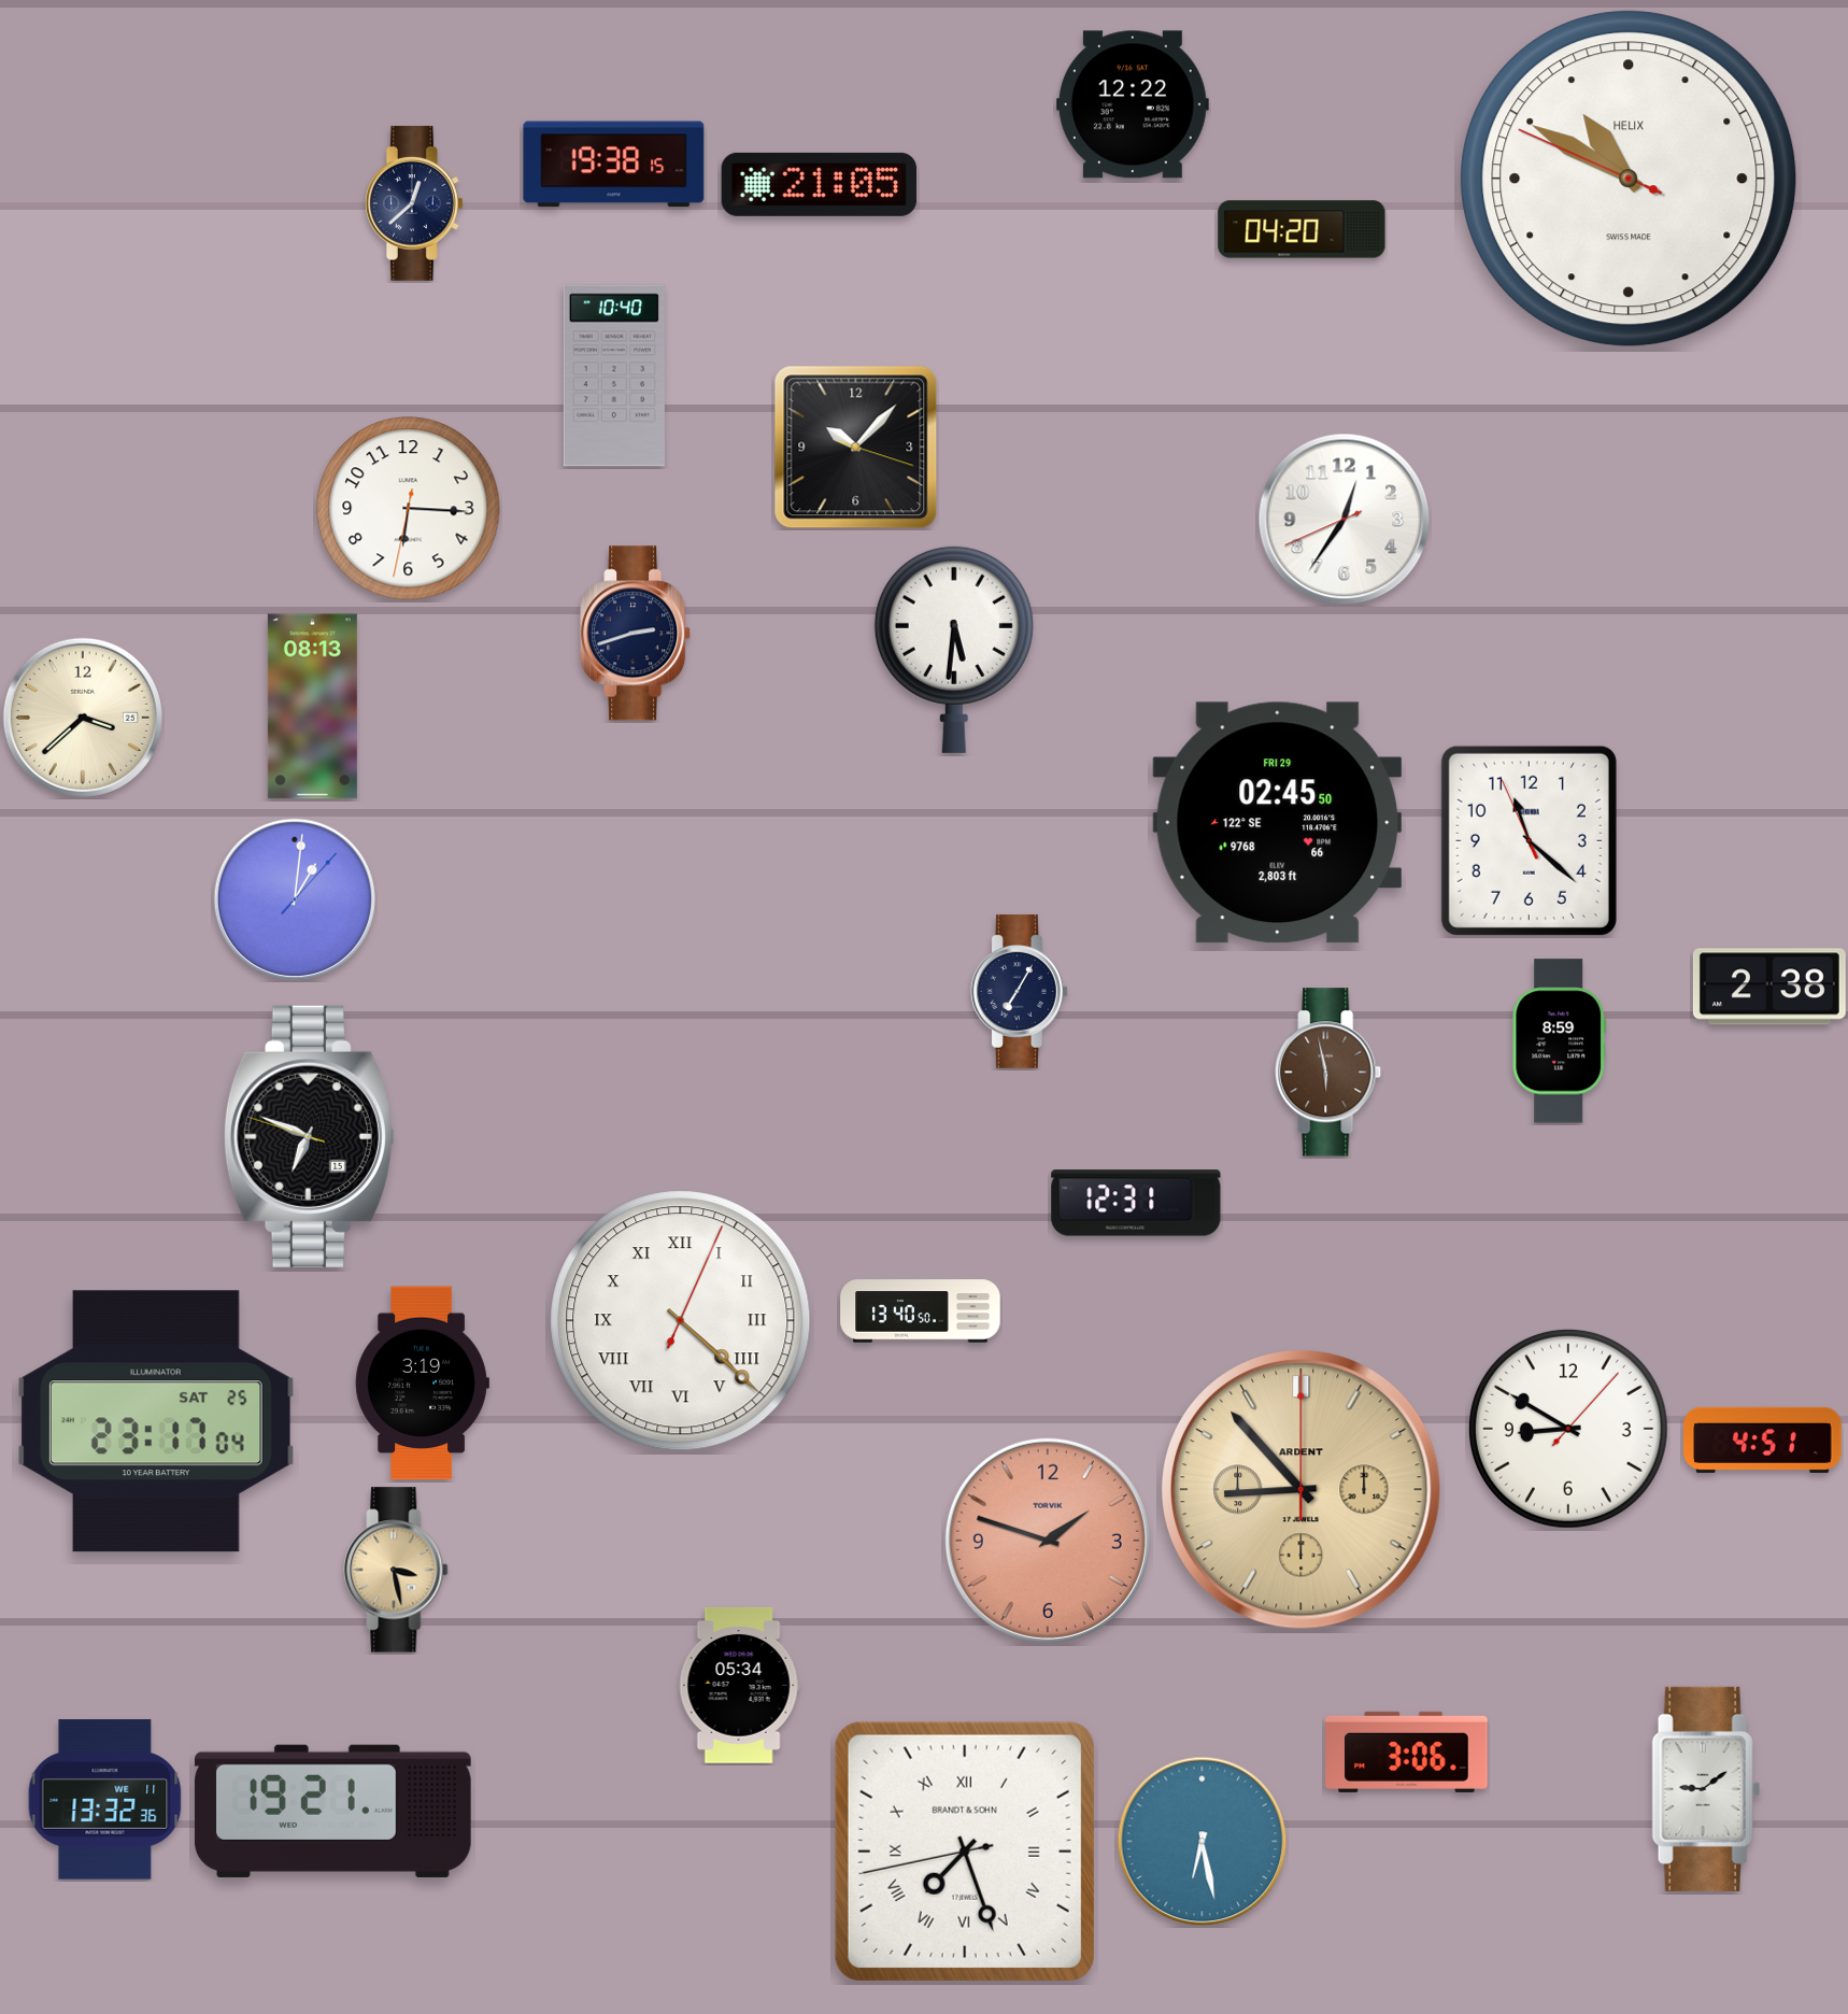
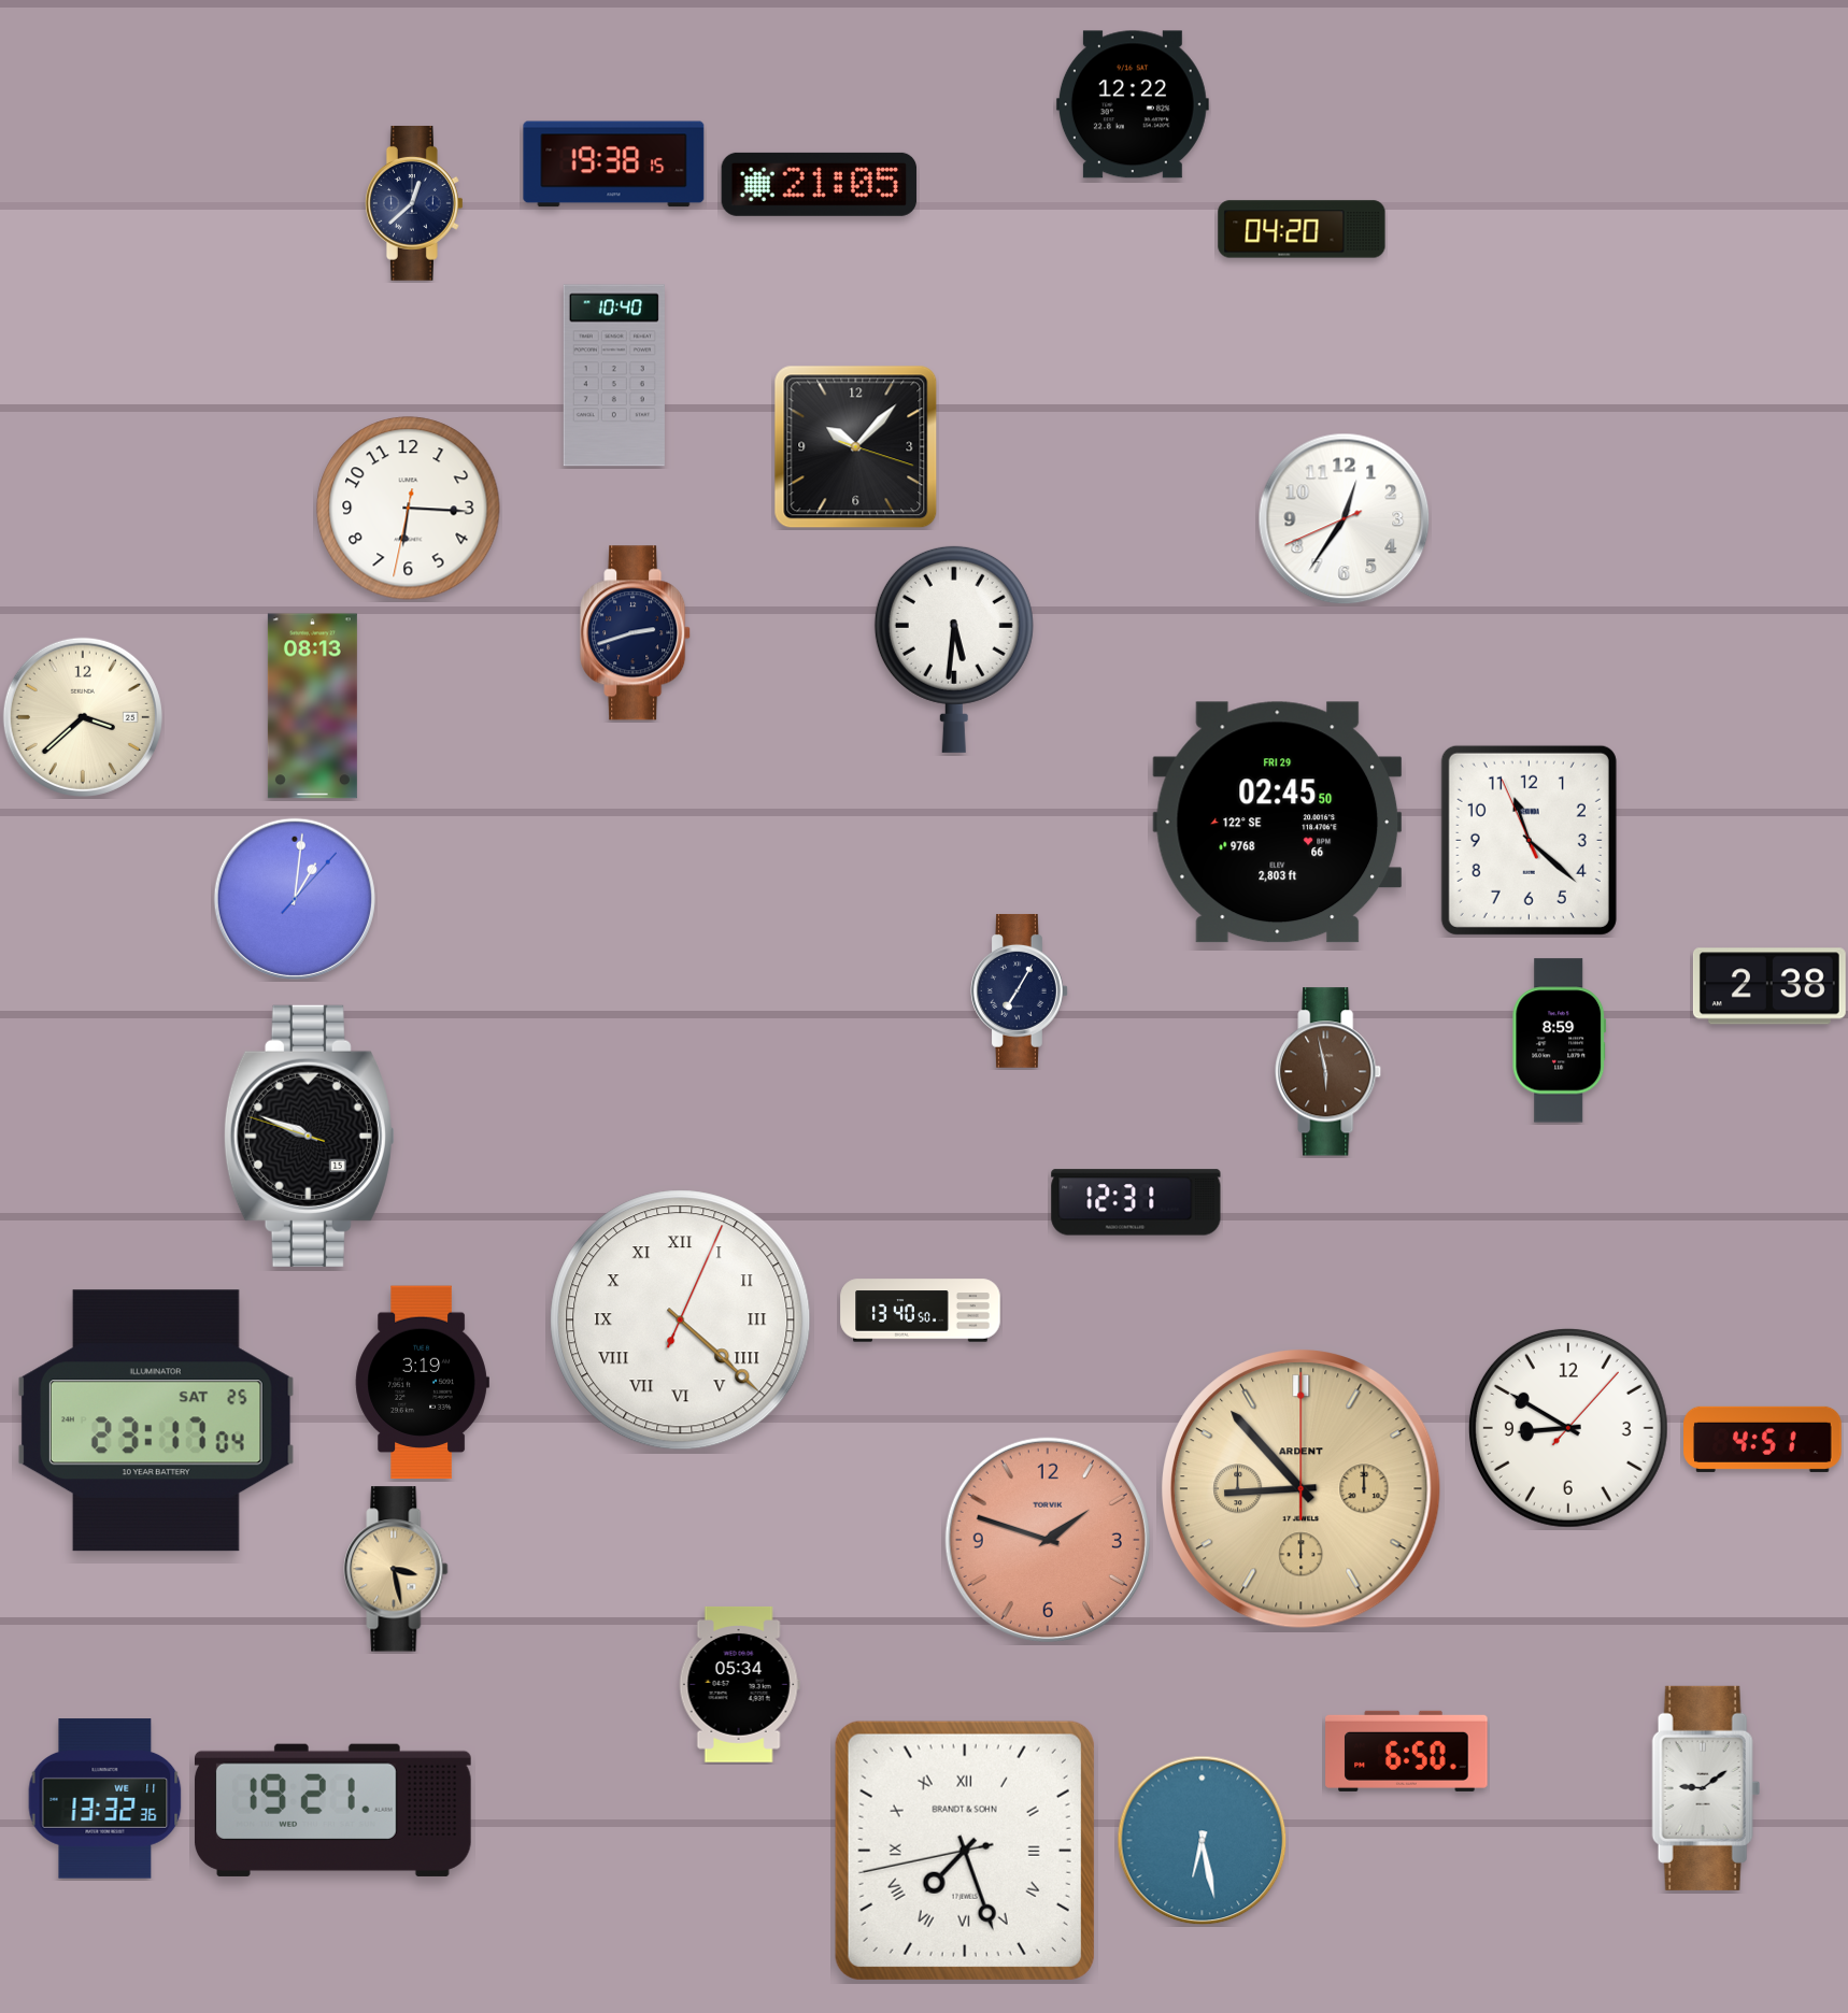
clock at (1629, 179): 10:49 -> none
clock at (309, 1136): 6:48 -> 9:48
clock at (1407, 1751): 3:06 -> 6:50
